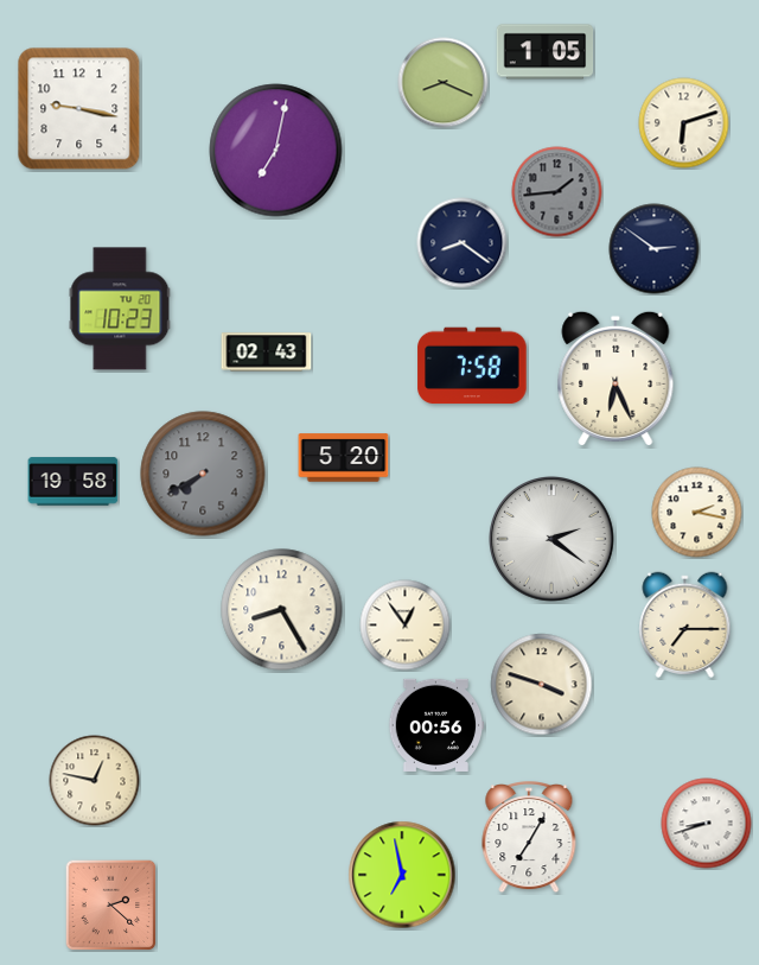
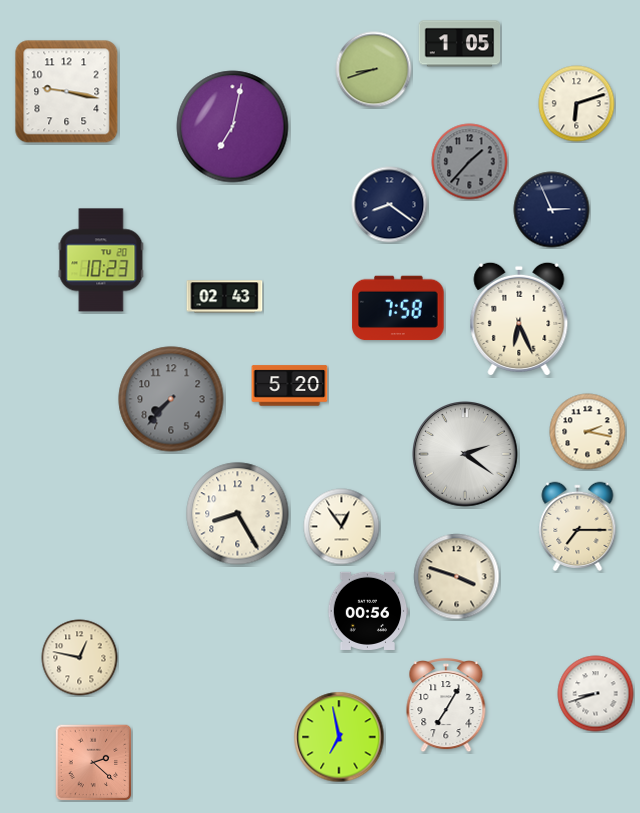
clock at (444, 83): 8:19 -> 8:42
clock at (557, 192): 1:44 -> 1:37
clock at (655, 249): 2:51 -> 2:56
clock at (203, 474): 7:40 -> 7:37
clock at (74, 482): 19:58 -> none
